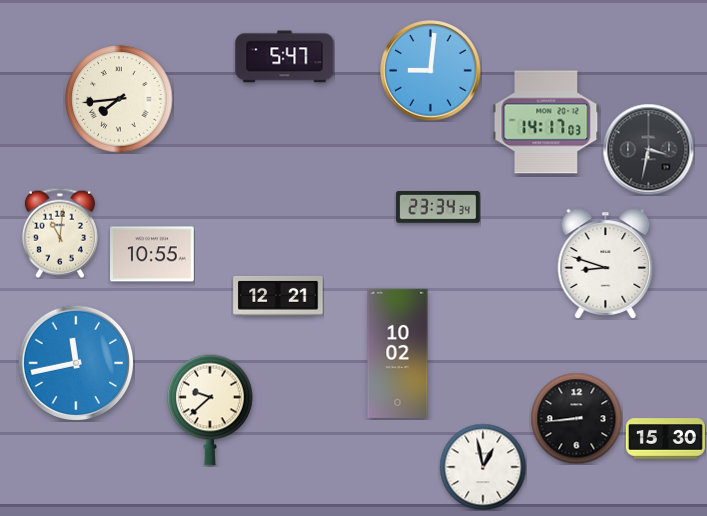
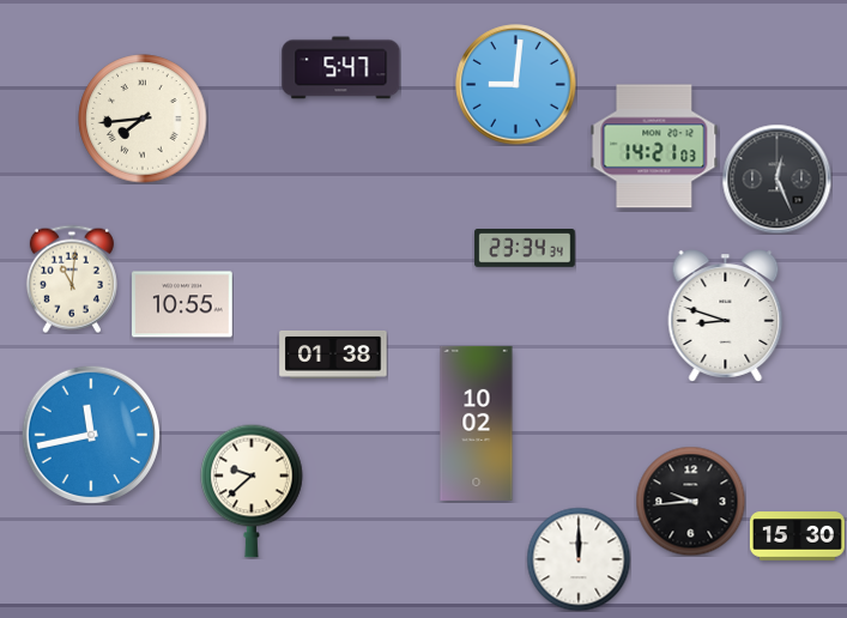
clock at (546, 122): 14:17 -> 14:21
clock at (648, 149): 3:32 -> 12:26
clock at (278, 296): 12:21 -> 01:38
clock at (576, 418): 8:44 -> 9:44
clock at (665, 439) position: (665, 439) -> (797, 537)
clock at (483, 467): 12:58 -> 12:00
